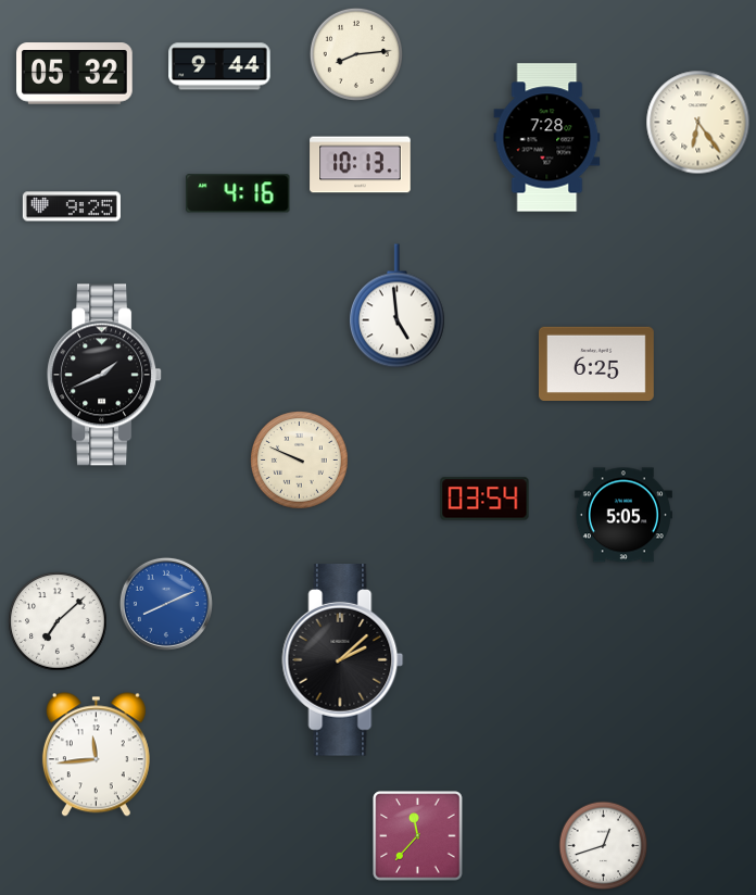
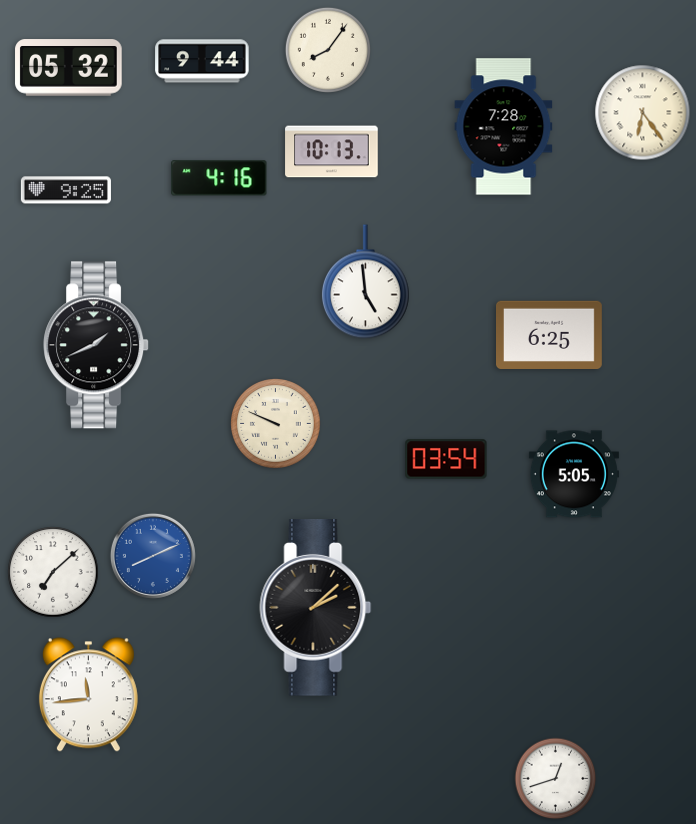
clock at (356, 54): 8:14 -> 8:06
clock at (418, 836): 11:37 -> none
